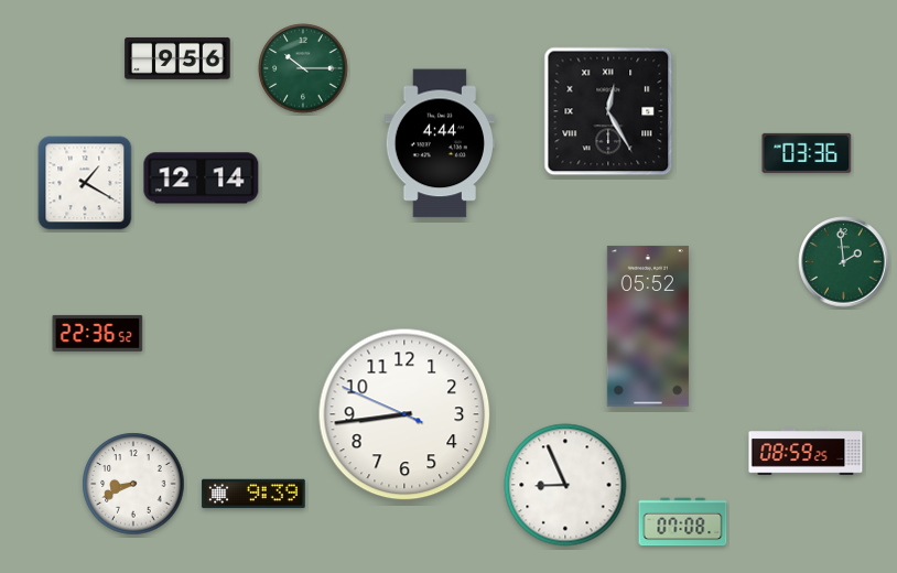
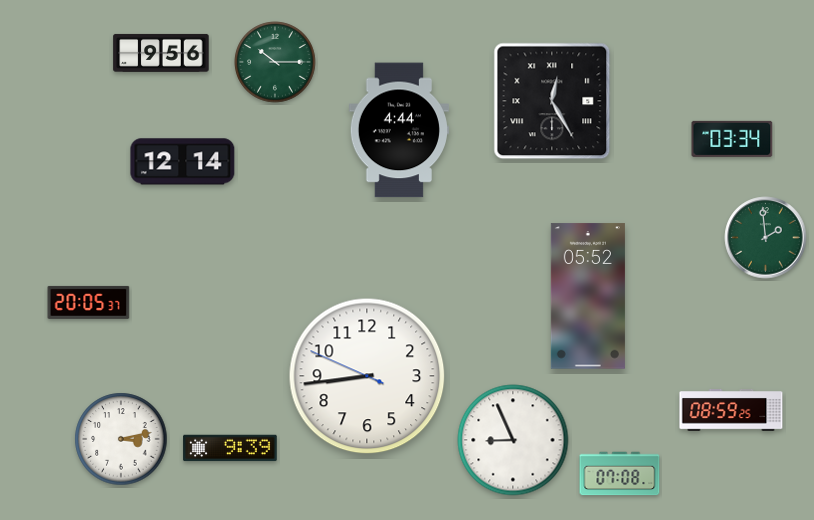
clock at (807, 153): 03:36 -> 03:34
clock at (85, 183): 1:20 -> none
clock at (98, 333): 22:36 -> 20:05
clock at (133, 484): 8:41 -> 3:13
